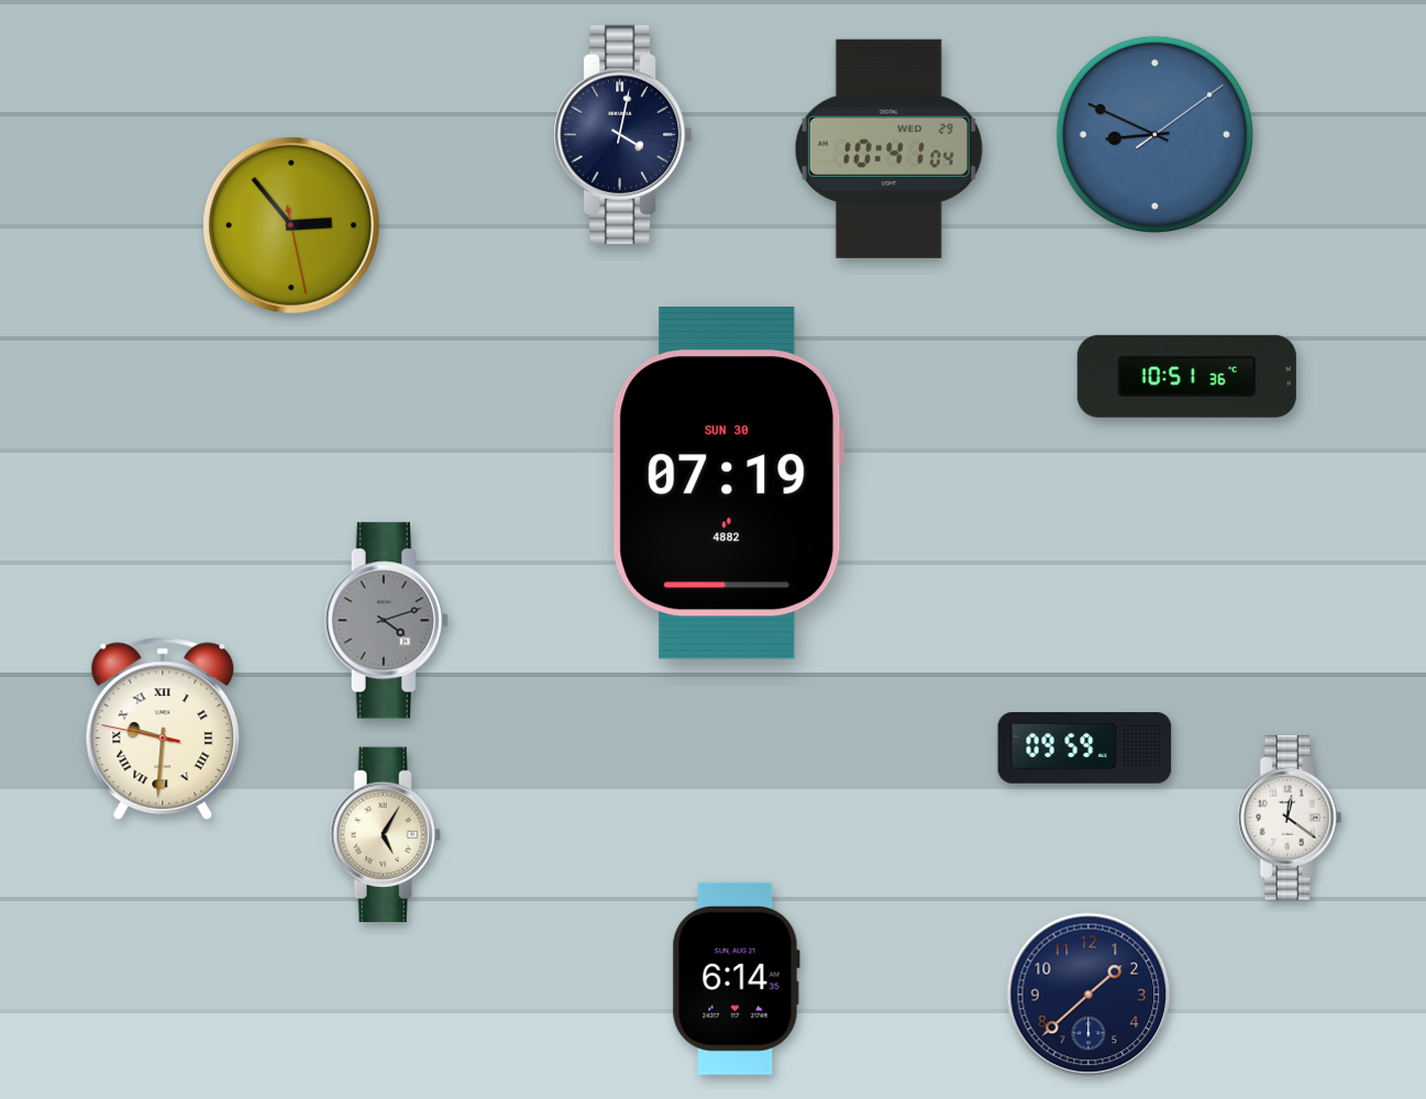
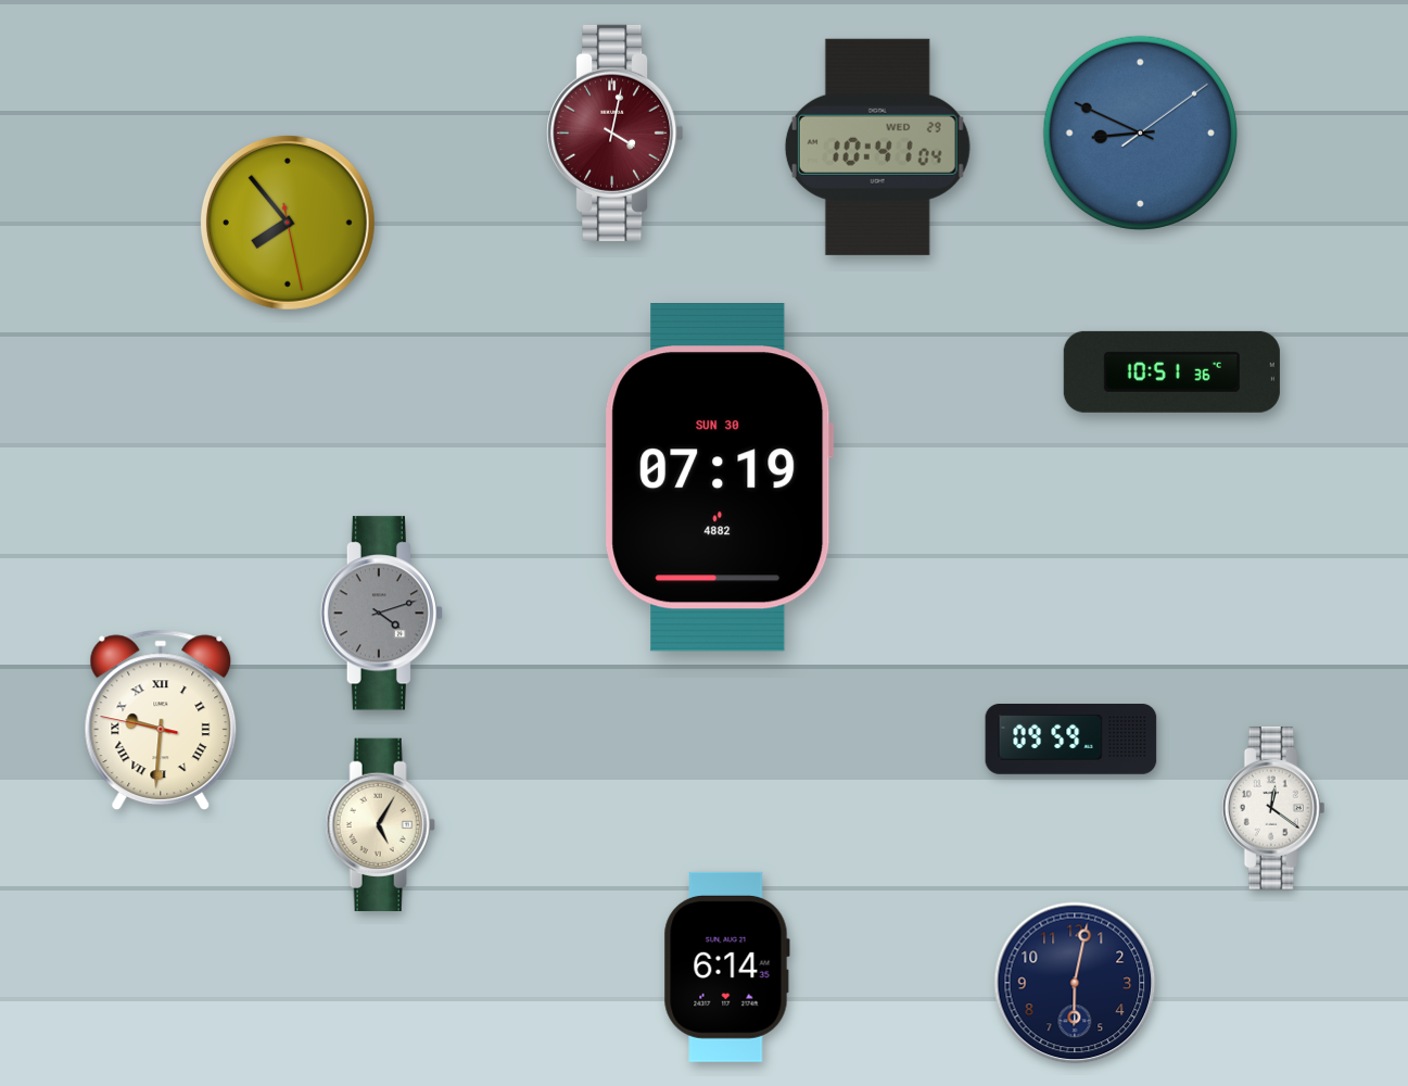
clock at (623, 134) dial: navy -> burgundy
clock at (291, 225): 2:53 -> 7:53
clock at (1088, 995): 1:38 -> 6:02
